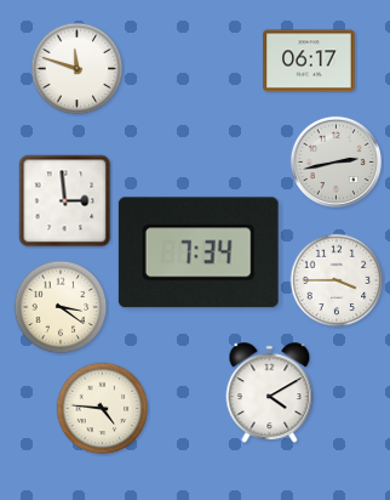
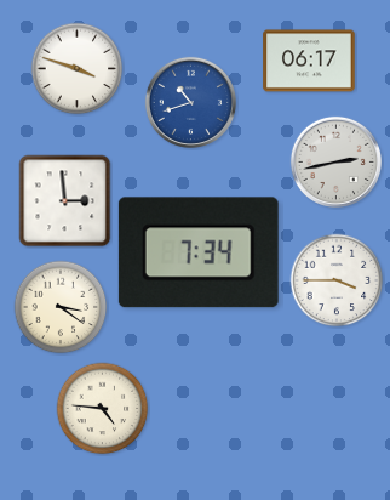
clock at (78, 69): 11:48 -> 3:48
clock at (190, 102): none -> 10:42
clock at (270, 392): 4:10 -> none
